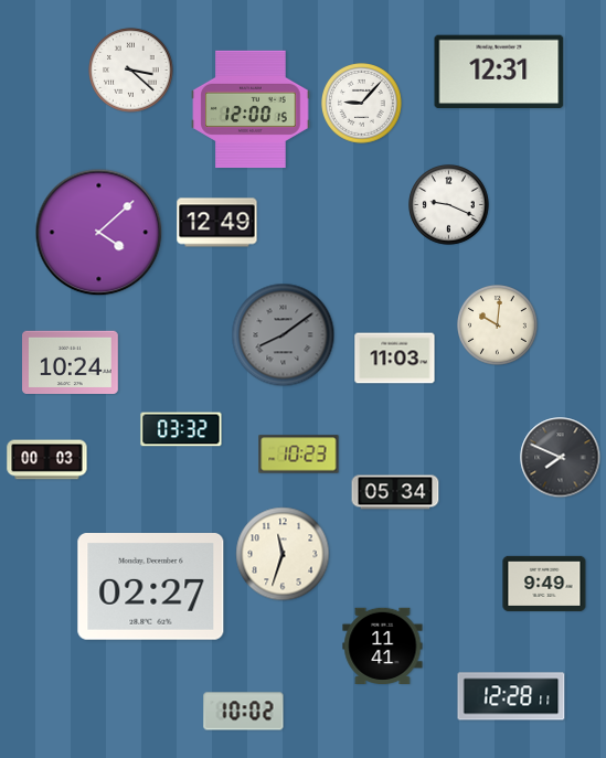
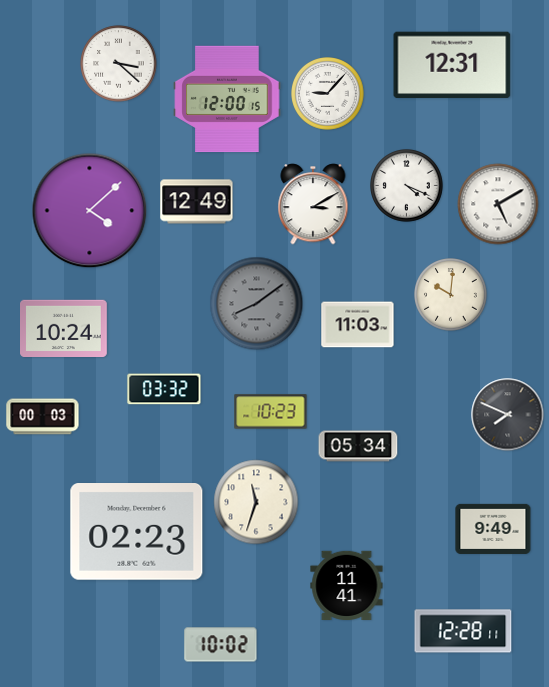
clock at (449, 205): 9:19 -> 4:19
clock at (313, 204): none -> 3:10
clock at (498, 204): none -> 5:10
clock at (151, 587): 02:27 -> 02:23
